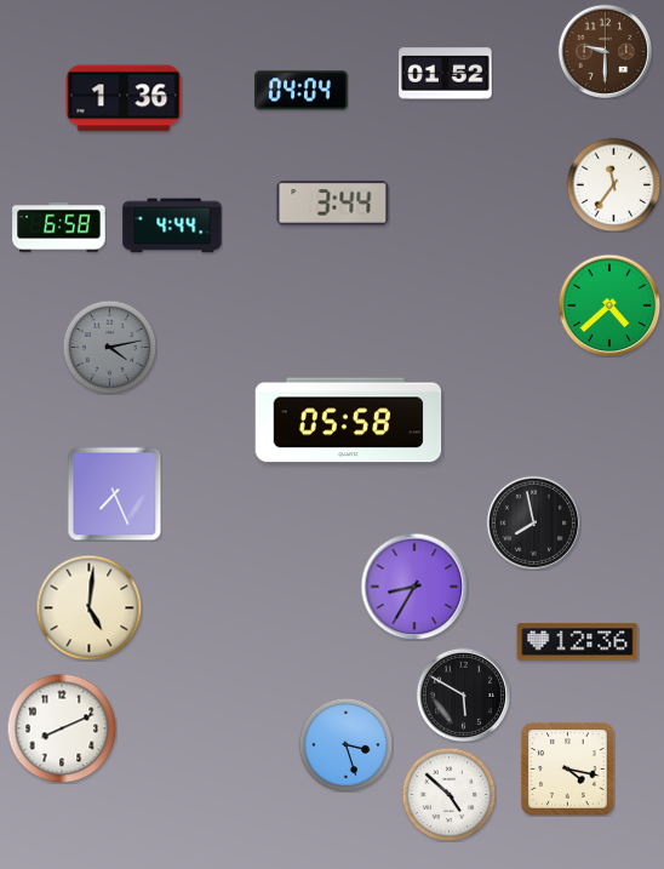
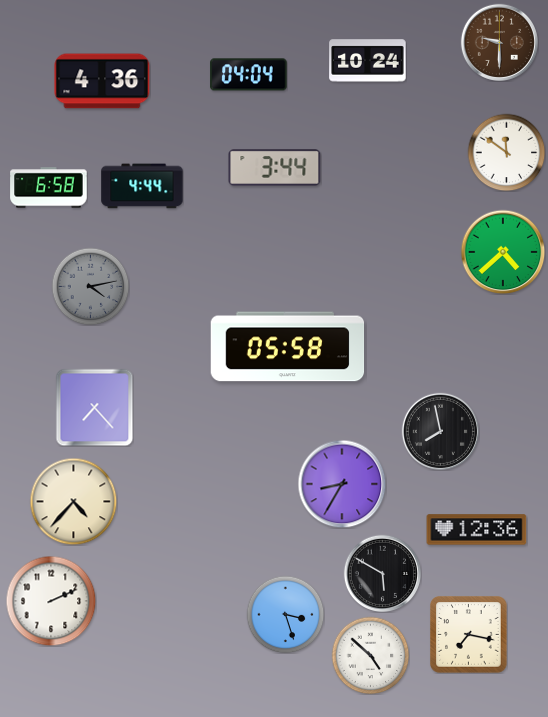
clock at (446, 74): 01:52 -> 10:24
clock at (124, 98): 1:36 -> 4:36
clock at (613, 184): 11:36 -> 11:51
clock at (114, 493): 7:26 -> 7:23
clock at (88, 607): 5:01 -> 4:37
clock at (62, 728): 8:11 -> 2:11
clock at (568, 770): 4:17 -> 7:17
